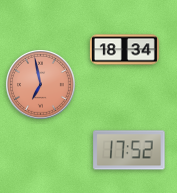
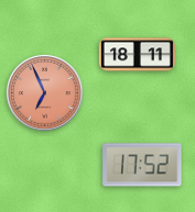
clock at (124, 50): 18:34 -> 18:11
clock at (41, 85): 6:58 -> 6:56
